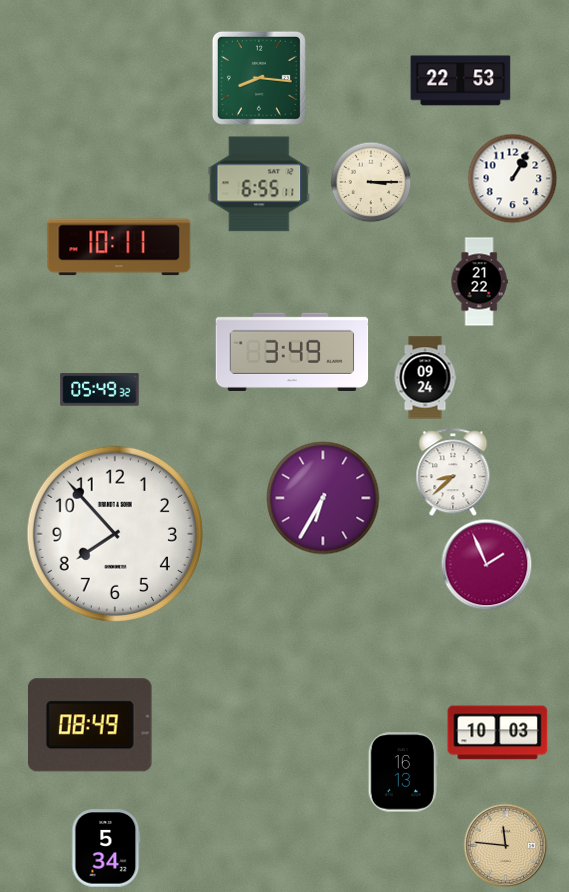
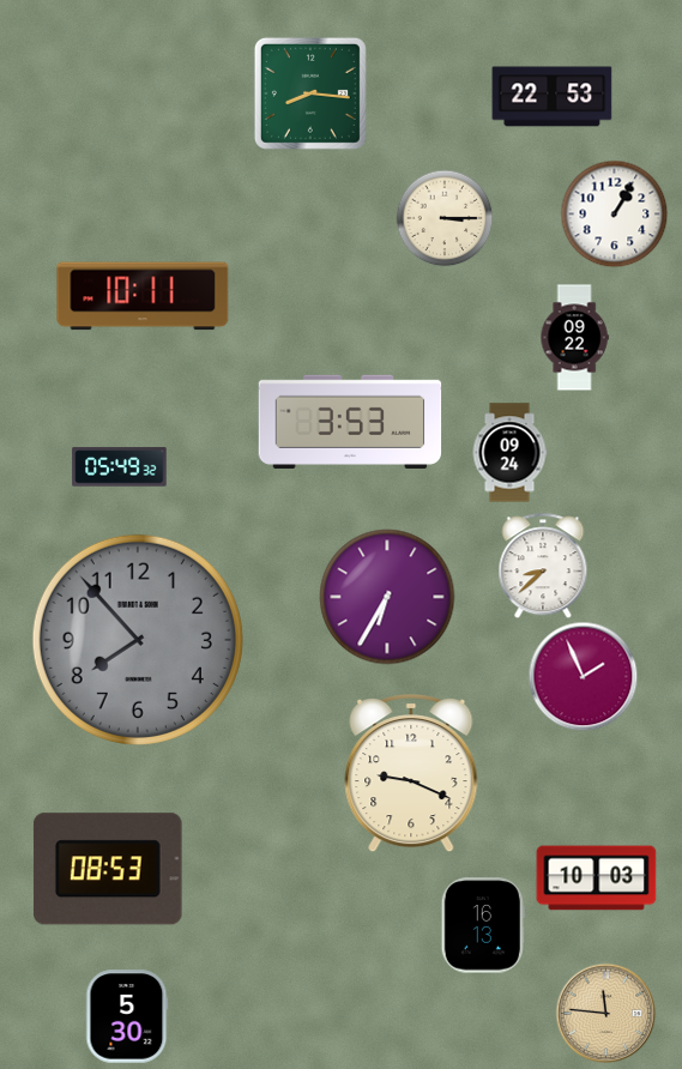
clock at (259, 184): 6:55 -> none
clock at (479, 282): 21:22 -> 09:22
clock at (292, 352): 3:49 -> 3:53
clock at (115, 534) dial: white -> grey
clock at (411, 774): none -> 9:19
clock at (90, 725): 08:49 -> 08:53
clock at (106, 848): 5:34 -> 5:30
